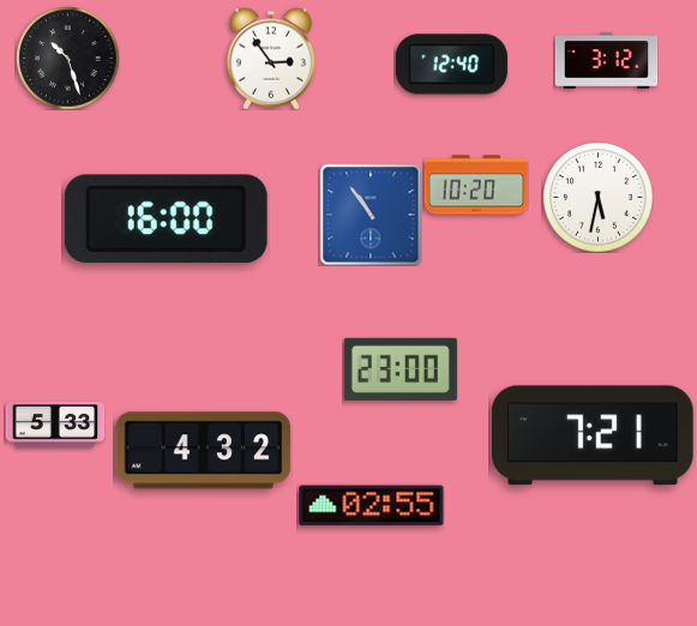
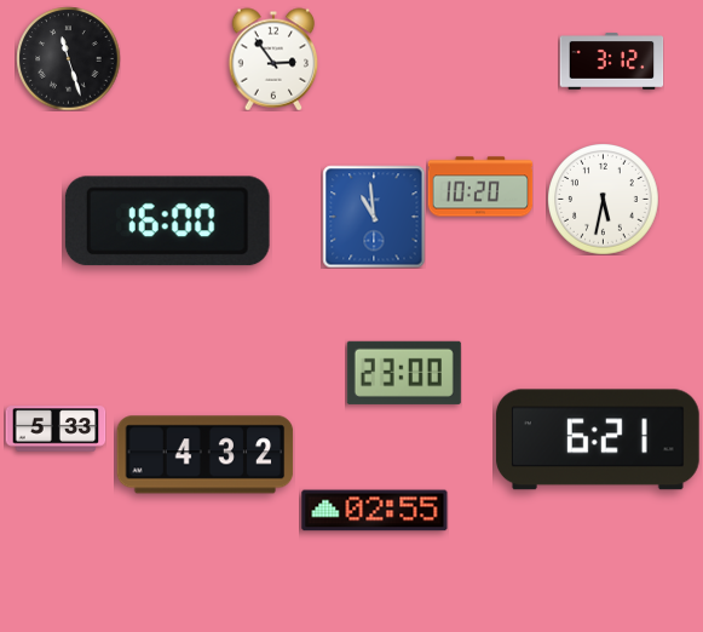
clock at (67, 58): 10:27 -> 11:27
clock at (451, 65): 12:40 -> none
clock at (371, 215): 10:54 -> 10:59
clock at (593, 435): 7:21 -> 6:21
